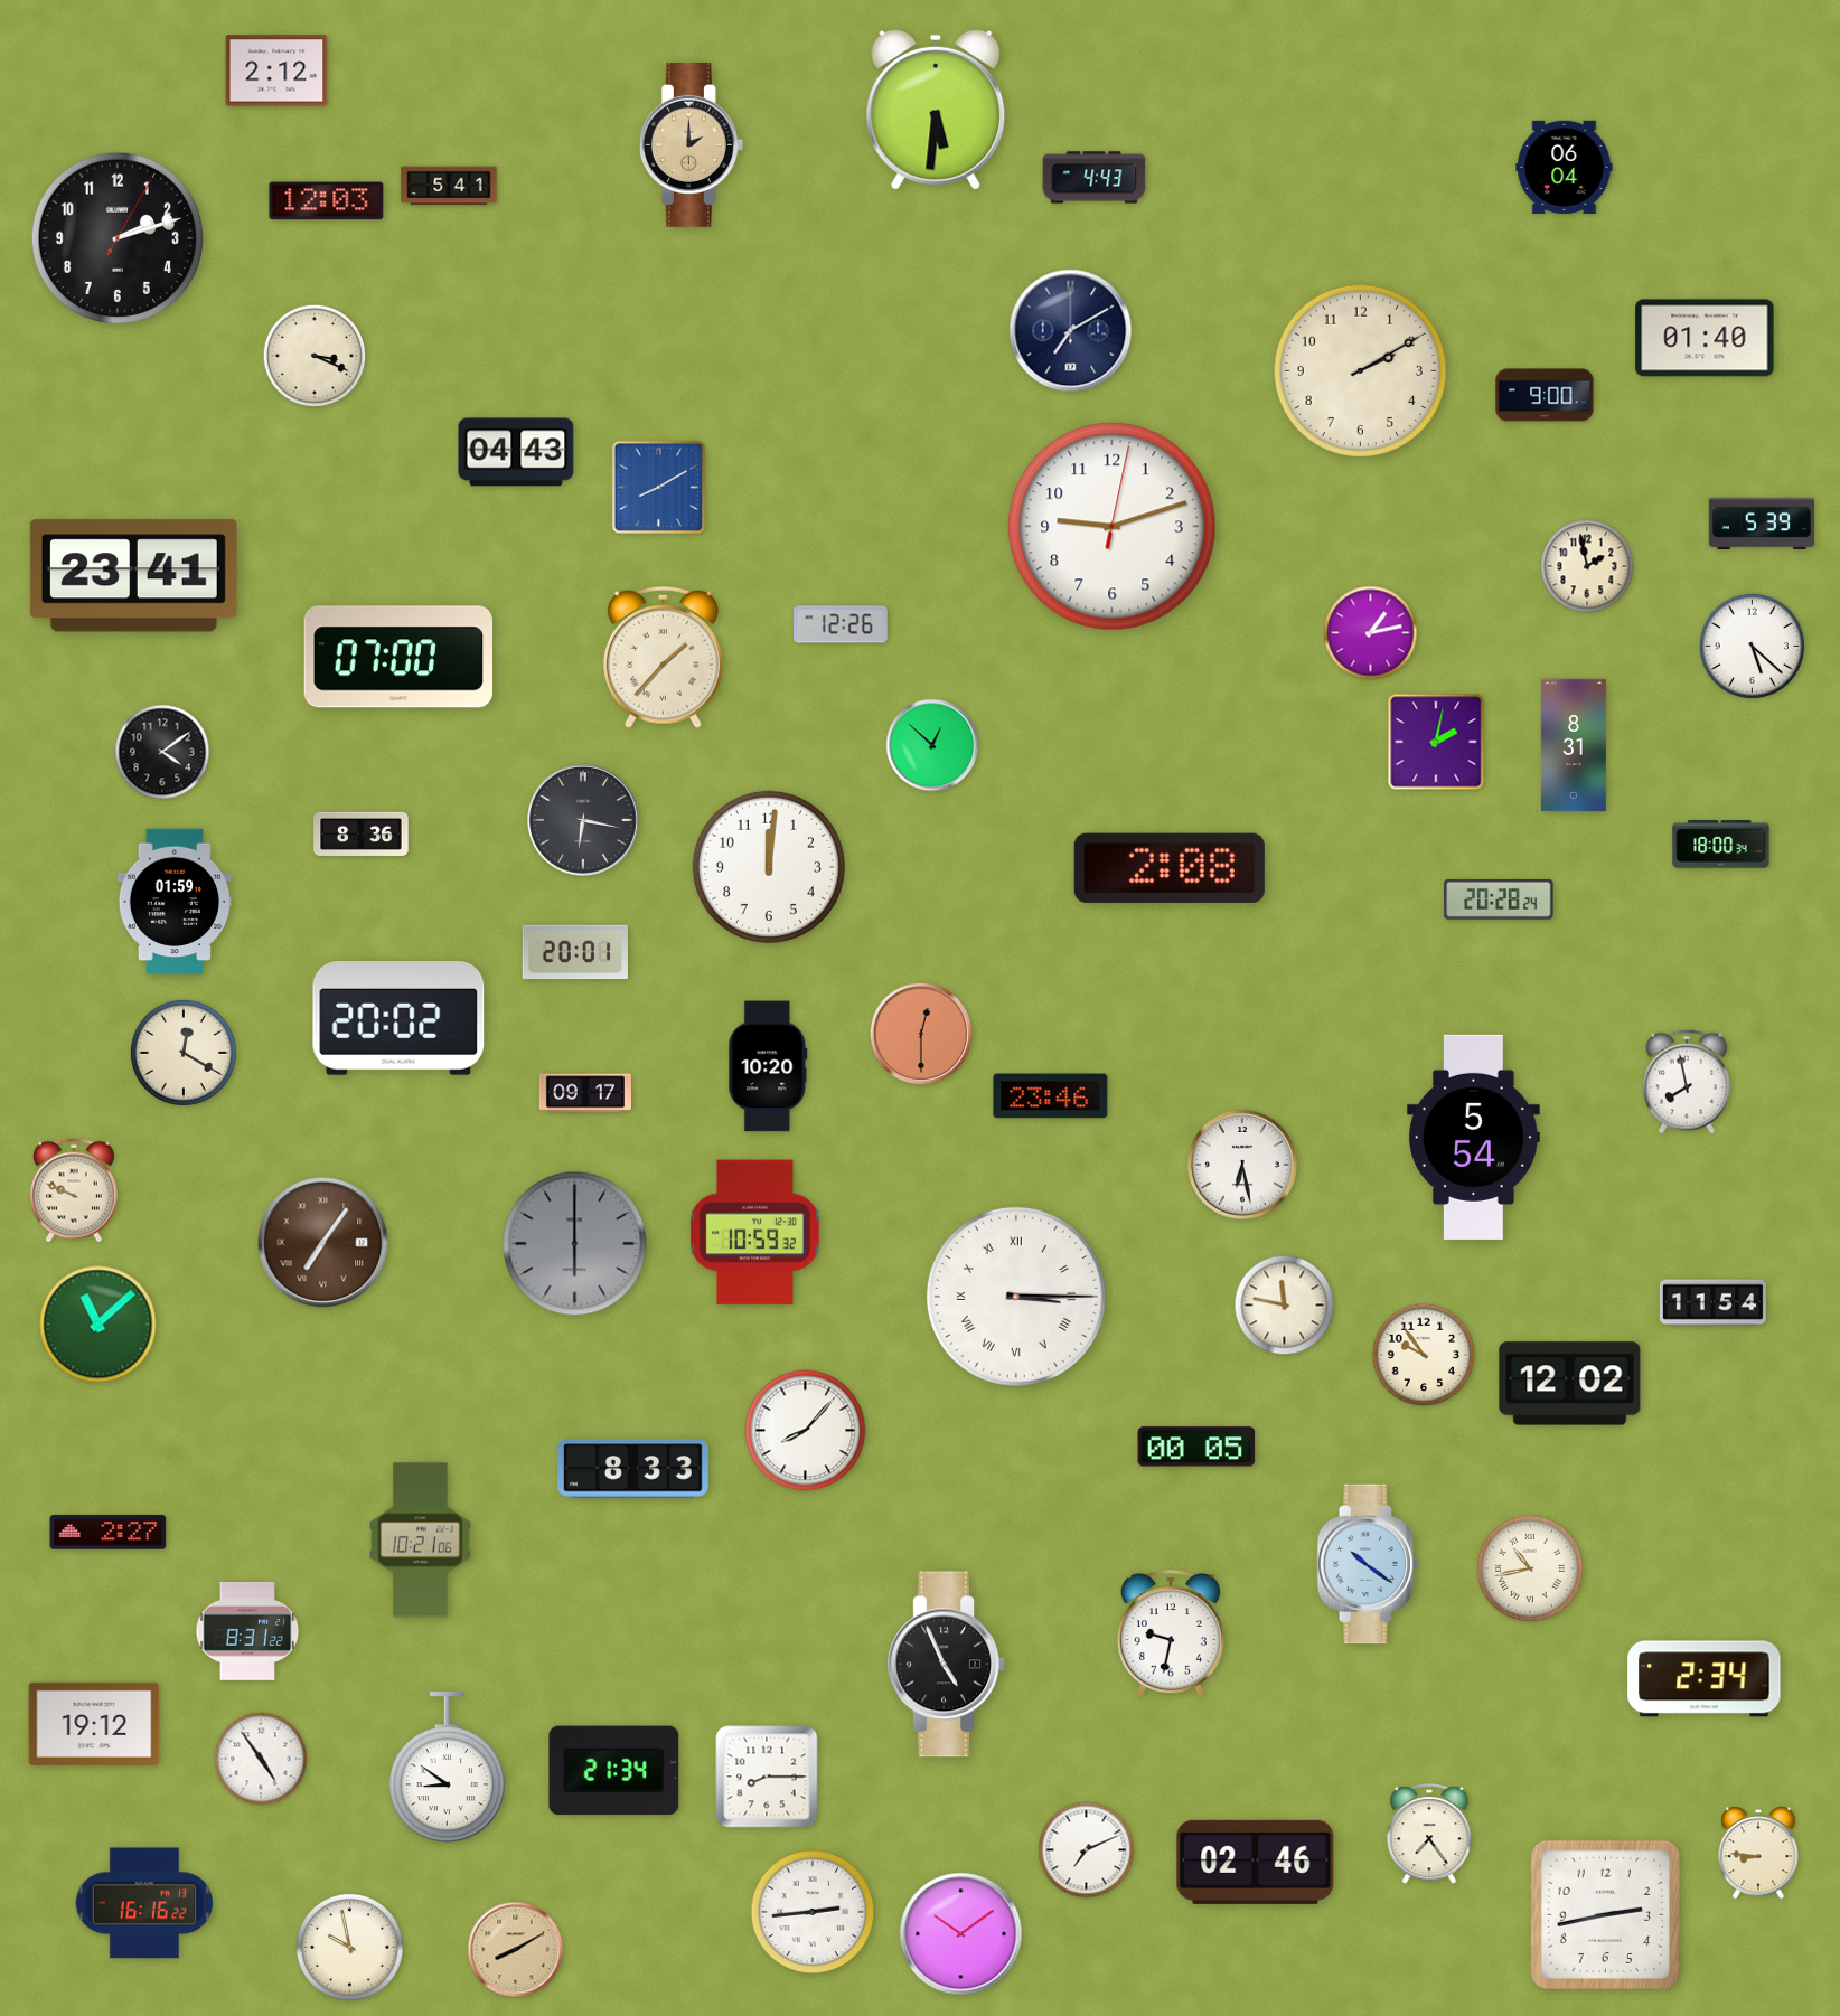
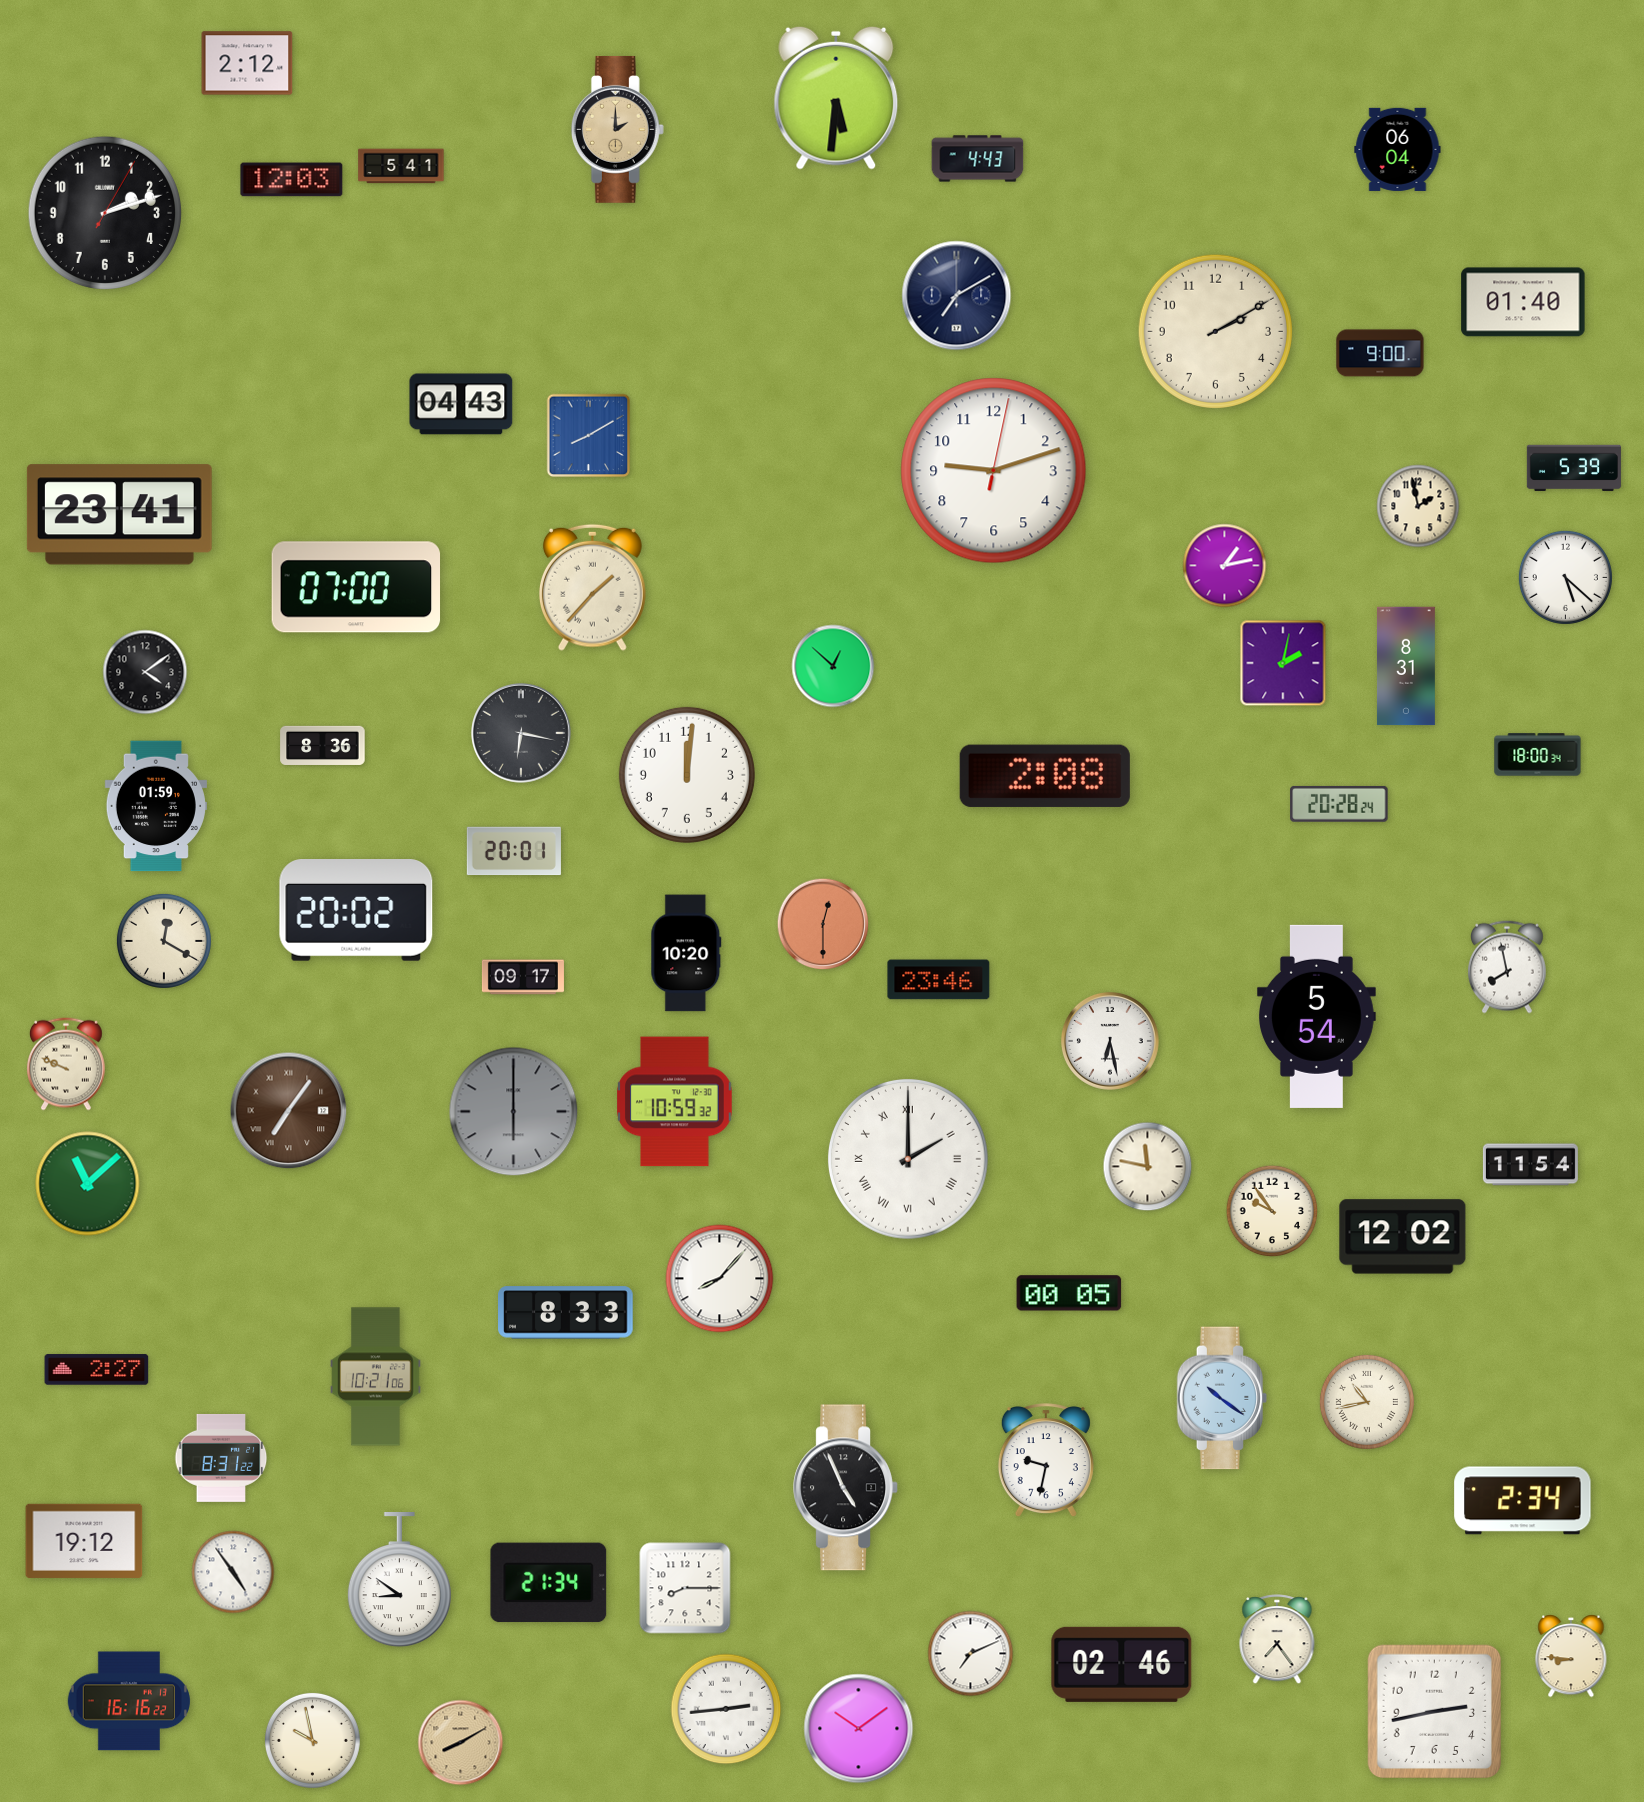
clock at (315, 356): 3:19 -> none
clock at (842, 624): 12:26 -> none
clock at (1016, 1297): 3:15 -> 2:00
